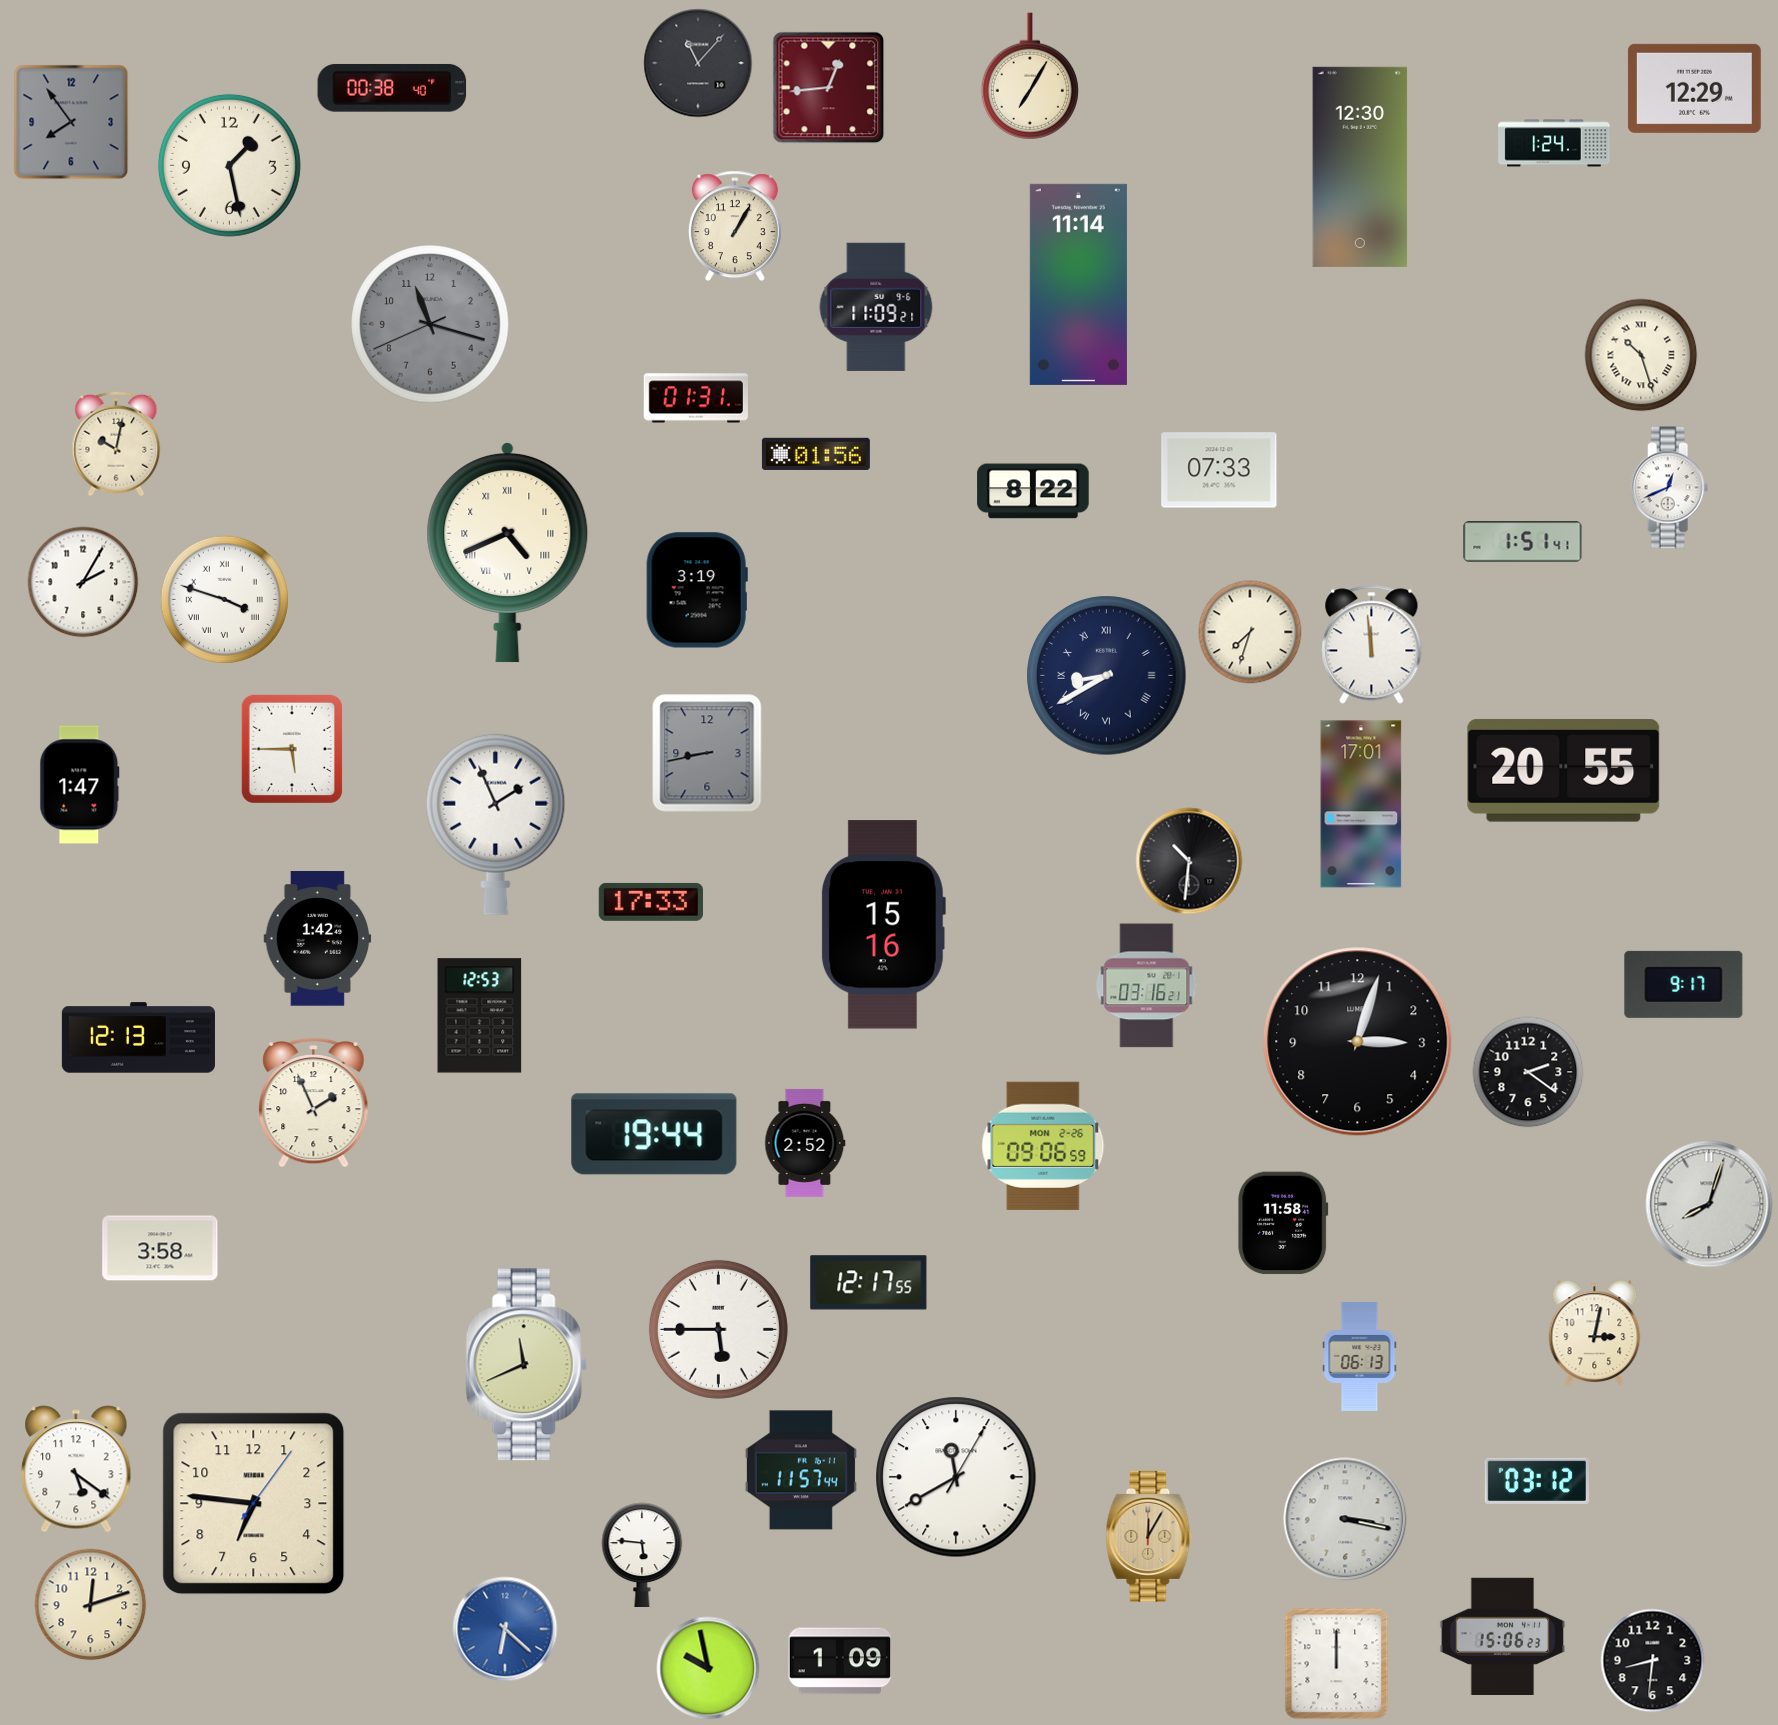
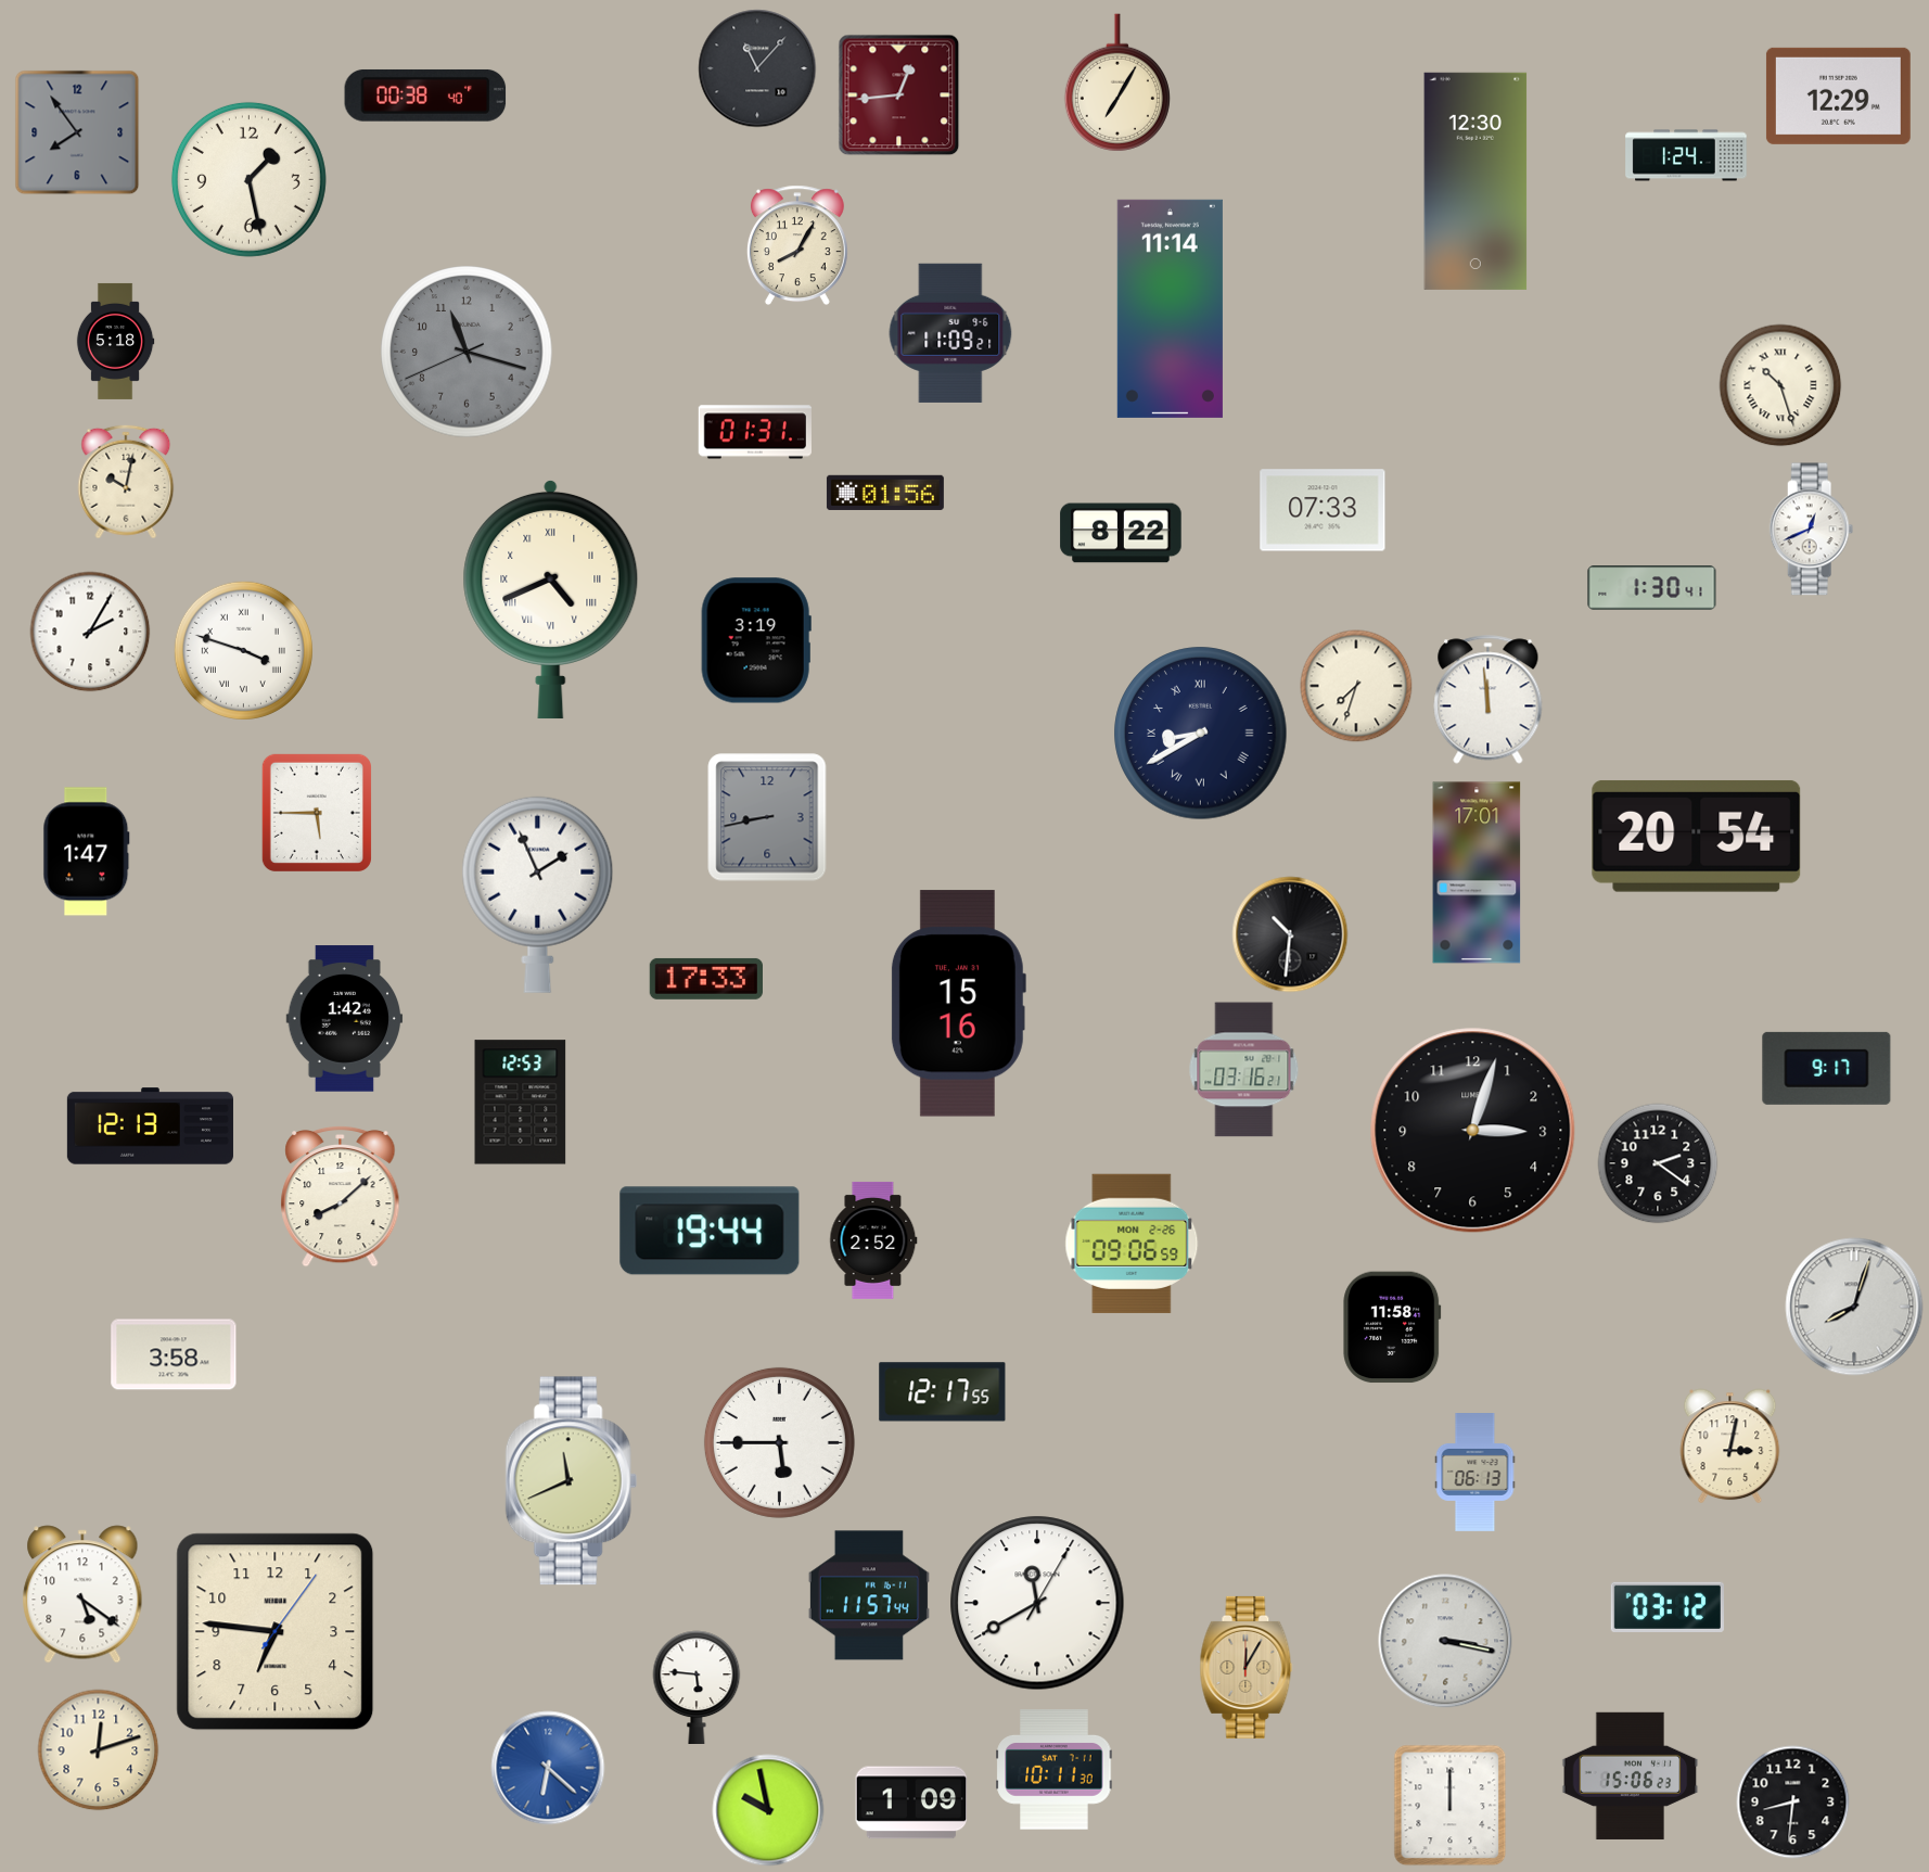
clock at (735, 226): 1:05 -> 8:05
clock at (115, 341): none -> 5:18
clock at (1523, 542): 1:51 -> 1:30
clock at (1564, 770): 20:55 -> 20:54
clock at (314, 1102): 1:56 -> 8:08
clock at (1345, 1519) position: (1345, 1519) -> (1445, 1641)
clock at (91, 1605) position: (91, 1605) -> (99, 1750)
clock at (1055, 1770): none -> 10:11
